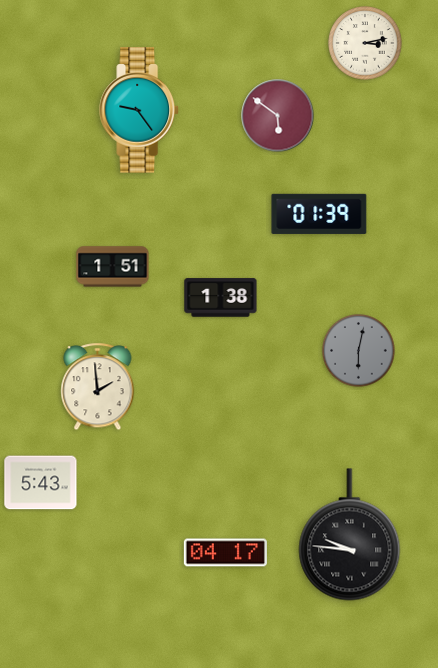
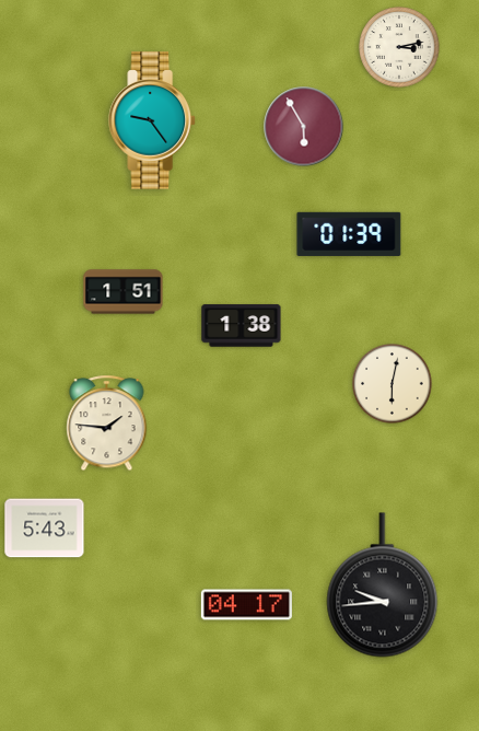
clock at (278, 116): 5:51 -> 5:55
clock at (359, 351) dial: grey -> cream
clock at (98, 387): 1:59 -> 1:46
clock at (350, 535): 9:46 -> 9:44
